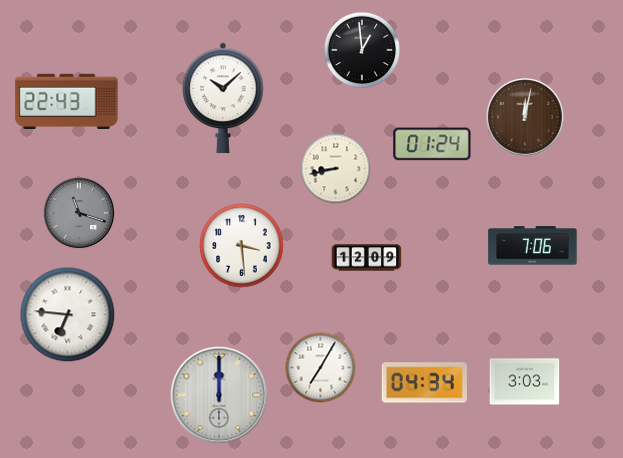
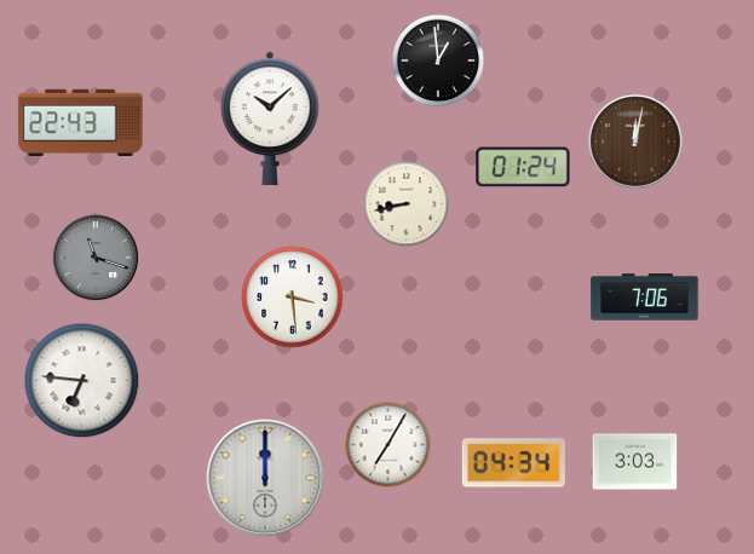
clock at (432, 144) position: (432, 144) -> (523, 167)
clock at (367, 258): 12:09 -> none
